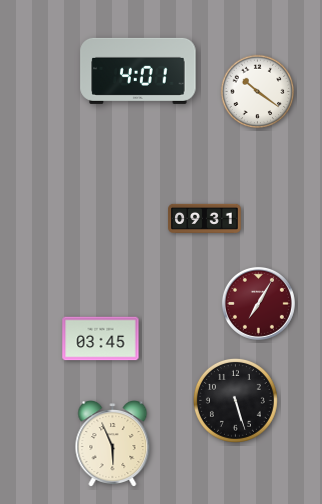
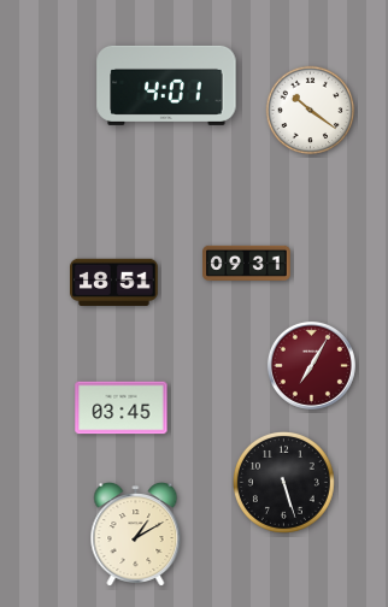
clock at (114, 282): none -> 18:51
clock at (113, 444): 5:56 -> 1:10
